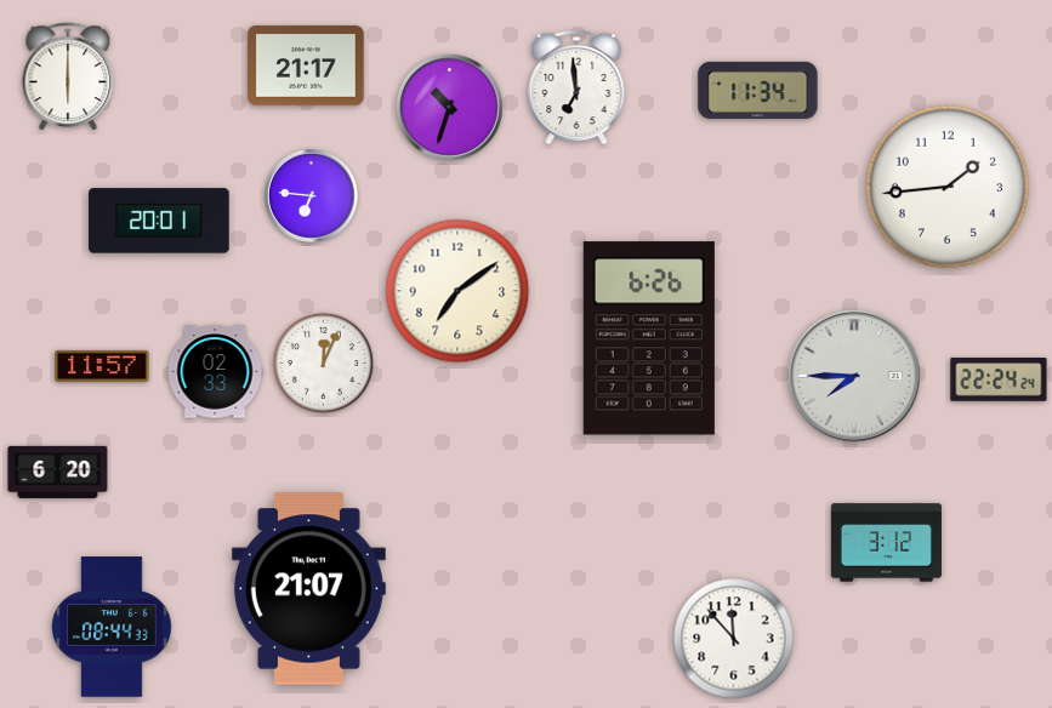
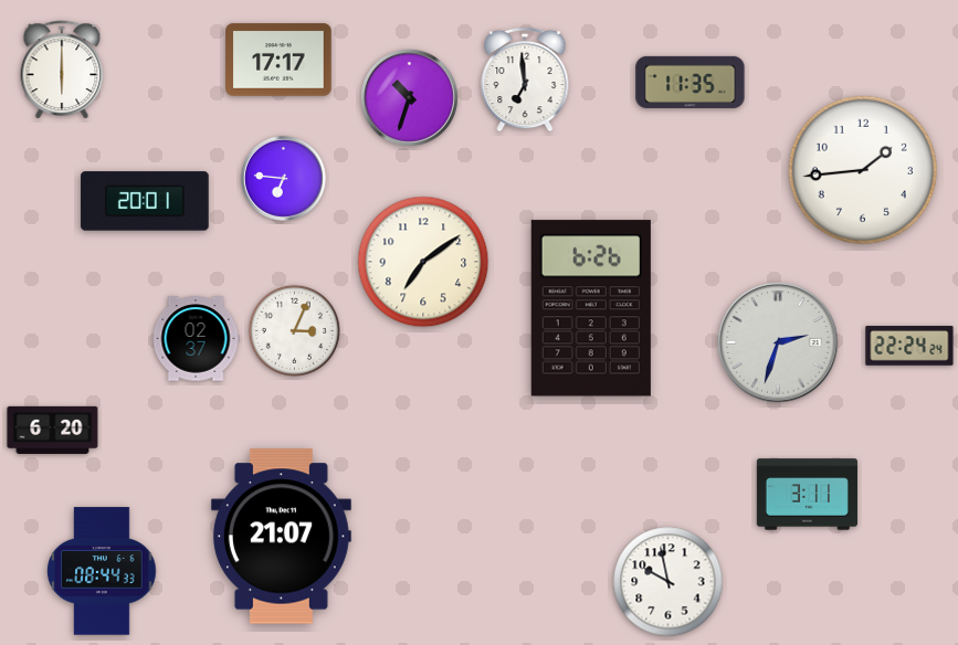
clock at (306, 65): 21:17 -> 17:17
clock at (758, 90): 11:34 -> 11:35
clock at (457, 291) position: (457, 291) -> (423, 262)
clock at (323, 362): 12:04 -> 3:04
clock at (102, 366): 11:57 -> none
clock at (215, 372): 02:33 -> 02:37
clock at (854, 376): 7:45 -> 2:33
clock at (886, 543): 3:12 -> 3:11
clock at (734, 639): 11:53 -> 9:58
